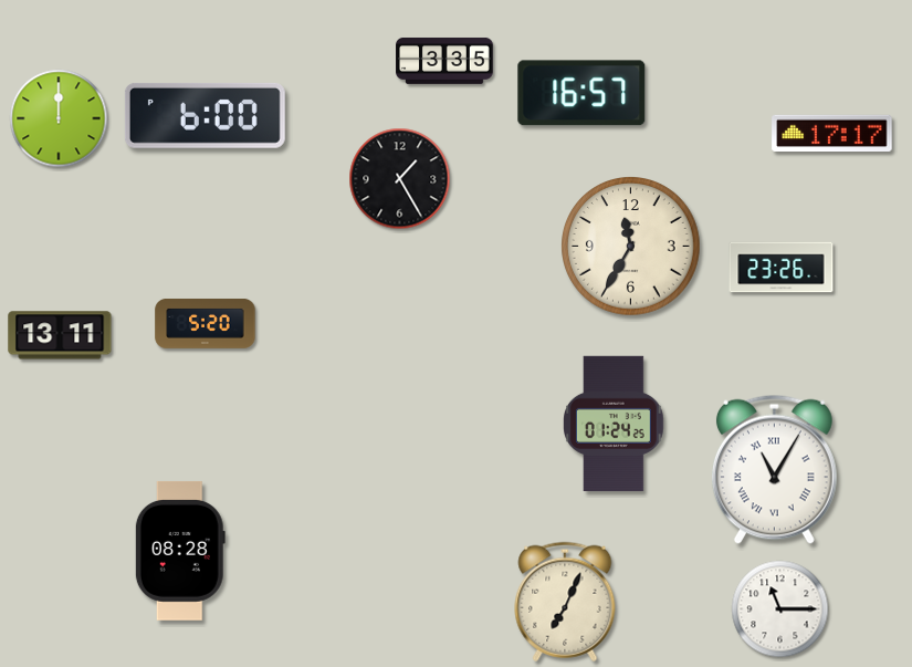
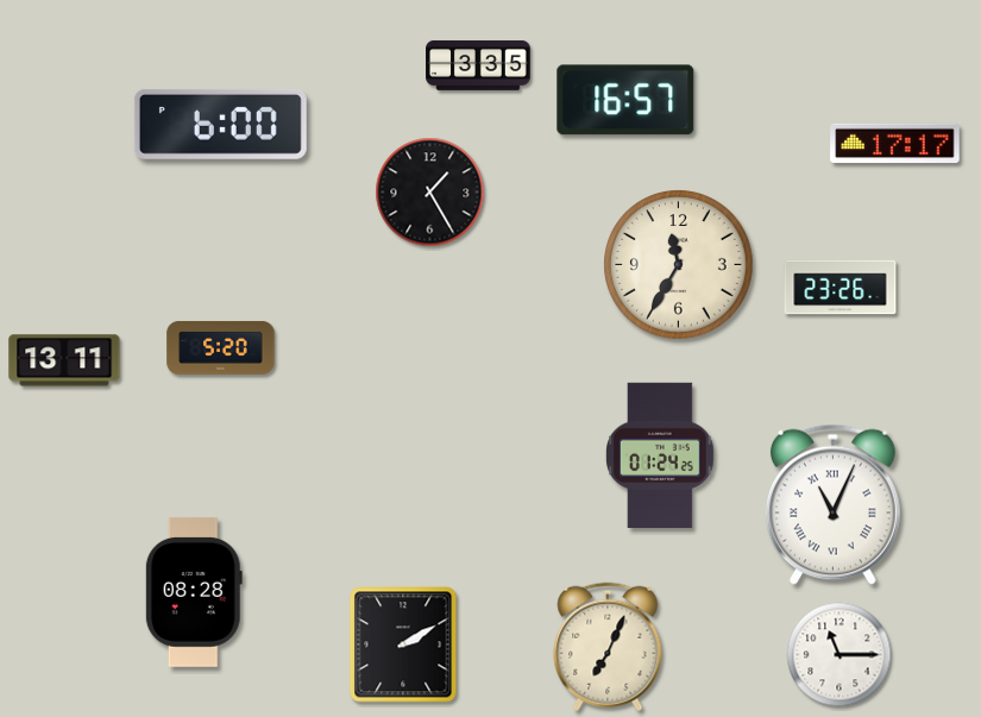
clock at (59, 118): 12:00 -> none
clock at (774, 469): 11:05 -> 11:04
clock at (403, 644): none -> 2:10
